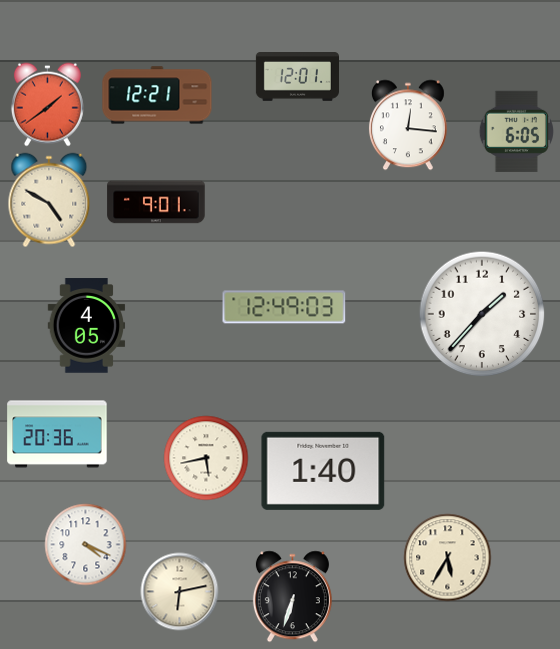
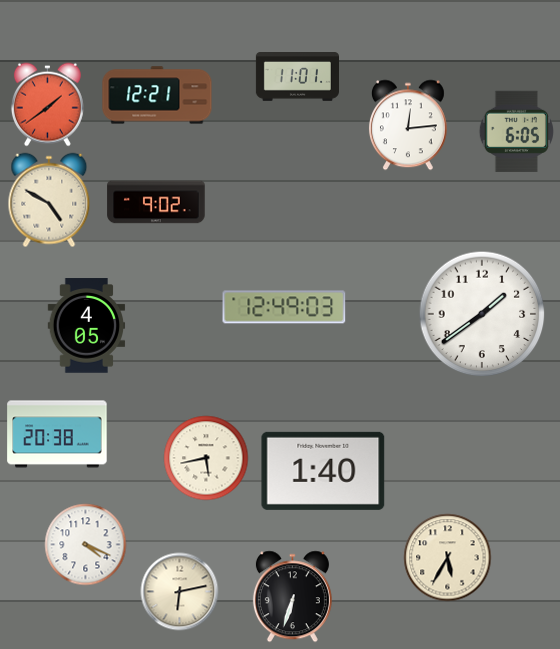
clock at (297, 77): 12:01 -> 11:01
clock at (408, 125): 12:16 -> 12:14
clock at (156, 202): 9:01 -> 9:02
clock at (482, 314): 1:37 -> 1:39
clock at (57, 434): 20:36 -> 20:38
